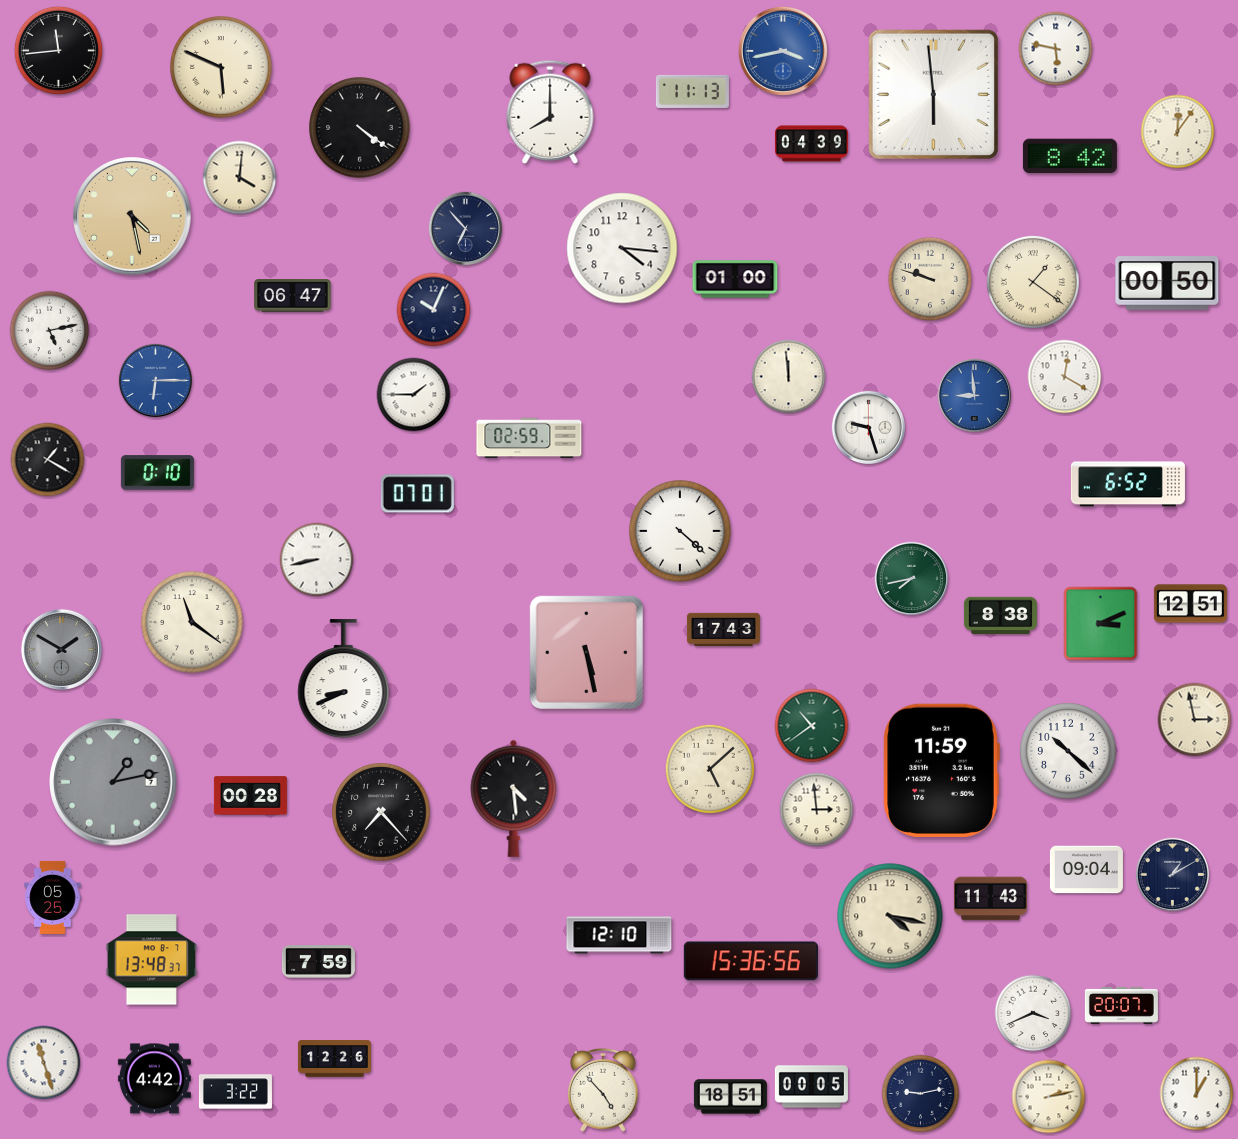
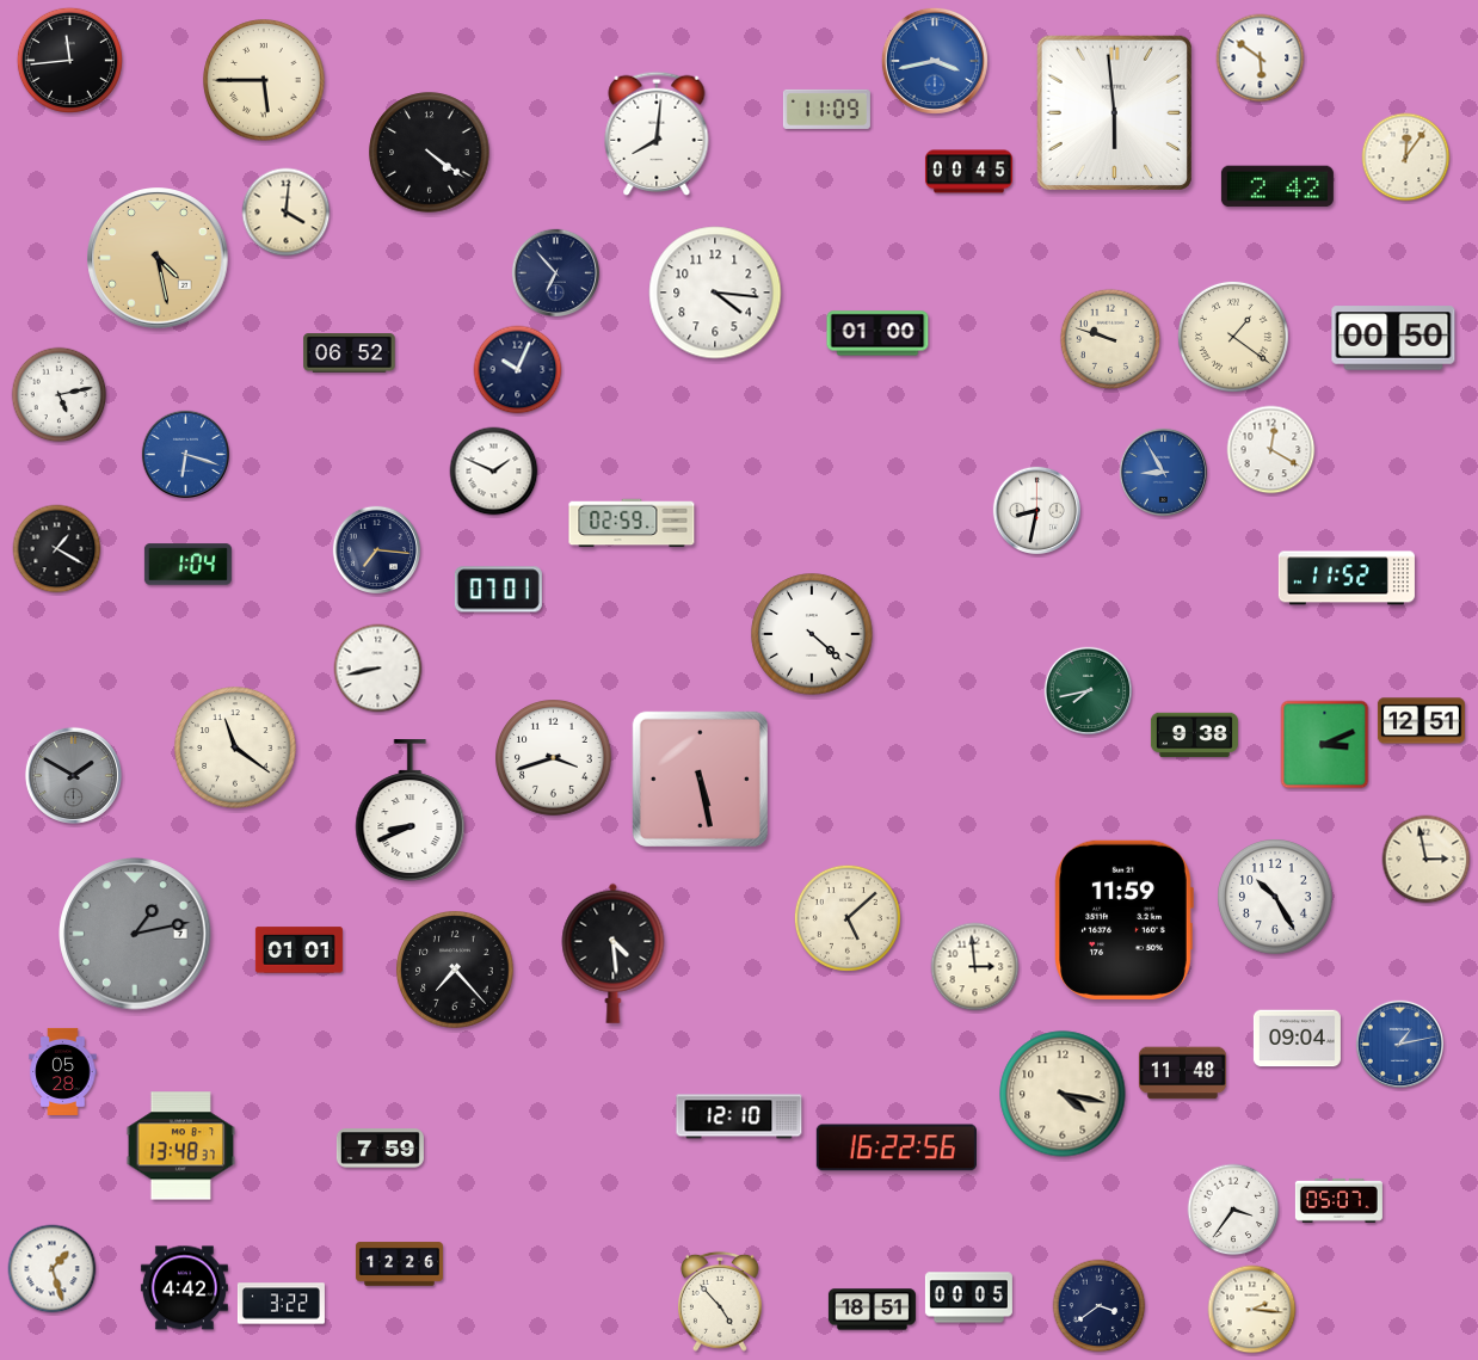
clock at (1056, 49): 5:47 -> 5:51
clock at (221, 67): 5:49 -> 5:45
clock at (692, 91): 11:13 -> 11:09
clock at (550, 112): 8:00 -> 8:01
clock at (811, 144): 04:39 -> 00:45
clock at (1070, 156): 8:42 -> 2:42
clock at (622, 248) position: (622, 248) -> (715, 293)
clock at (929, 278) position: (929, 278) -> (1109, 338)
clock at (293, 296): 06:47 -> 06:52
clock at (789, 377): 11:59 -> none
clock at (155, 380): 6:15 -> 6:18
clock at (414, 395): 1:45 -> 1:49
clock at (974, 395): 8:59 -> 8:55
clock at (868, 427): 9:27 -> 8:32
clock at (376, 549): none -> 7:16
clock at (157, 473): 0:10 -> 1:04
clock at (1128, 484): 6:52 -> 11:52
clock at (1000, 616): 8:38 -> 9:38
clock at (192, 622) position: (192, 622) -> (235, 747)
clock at (1101, 624) position: (1101, 624) -> (1325, 745)
clock at (723, 630): 17:43 -> none
clock at (554, 758): none -> 3:42
clock at (812, 726): 10:39 -> none
clock at (1069, 752): 10:22 -> 10:25
clock at (250, 796): 00:28 -> 01:01
clock at (1172, 874): 1:10 -> 1:13
clock at (1172, 874) dial: navy -> blue
clock at (53, 897): 05:25 -> 05:28
clock at (990, 899): 11:43 -> 11:48
clock at (751, 961): 15:36 -> 16:22
clock at (1121, 1005): 20:07 -> 05:07
clock at (1033, 1013): 3:41 -> 3:36
clock at (44, 1063): 11:27 -> 1:27
clock at (921, 1094): 9:13 -> 3:39
clock at (1197, 1094): 1:00 -> none
clock at (1049, 1097): 2:13 -> 2:16
